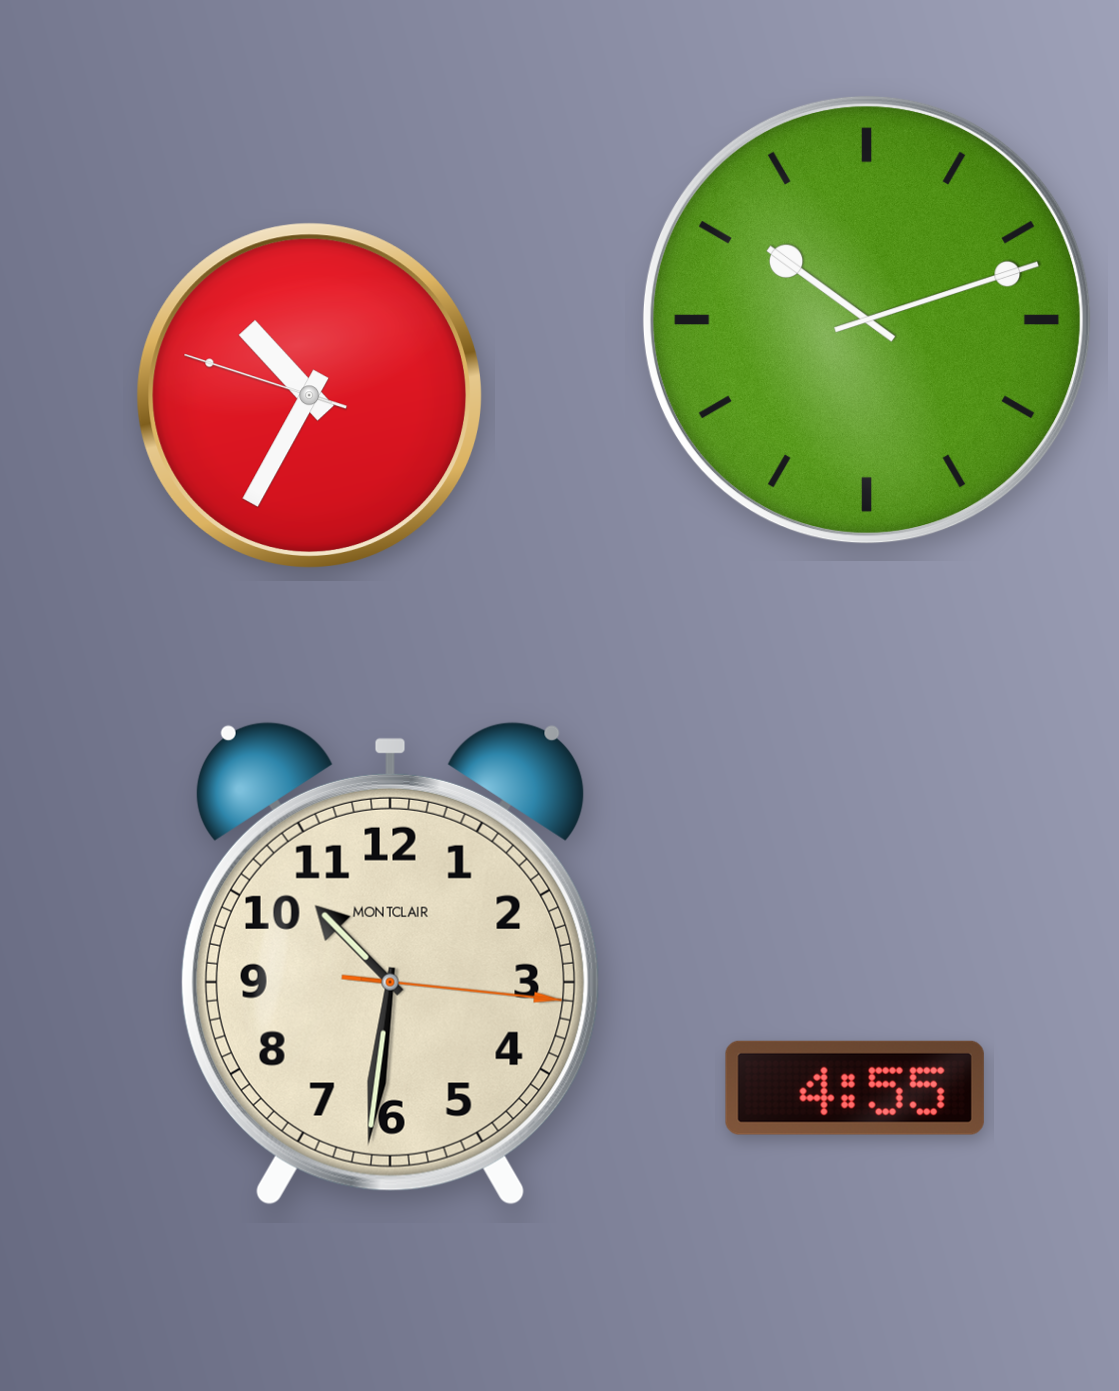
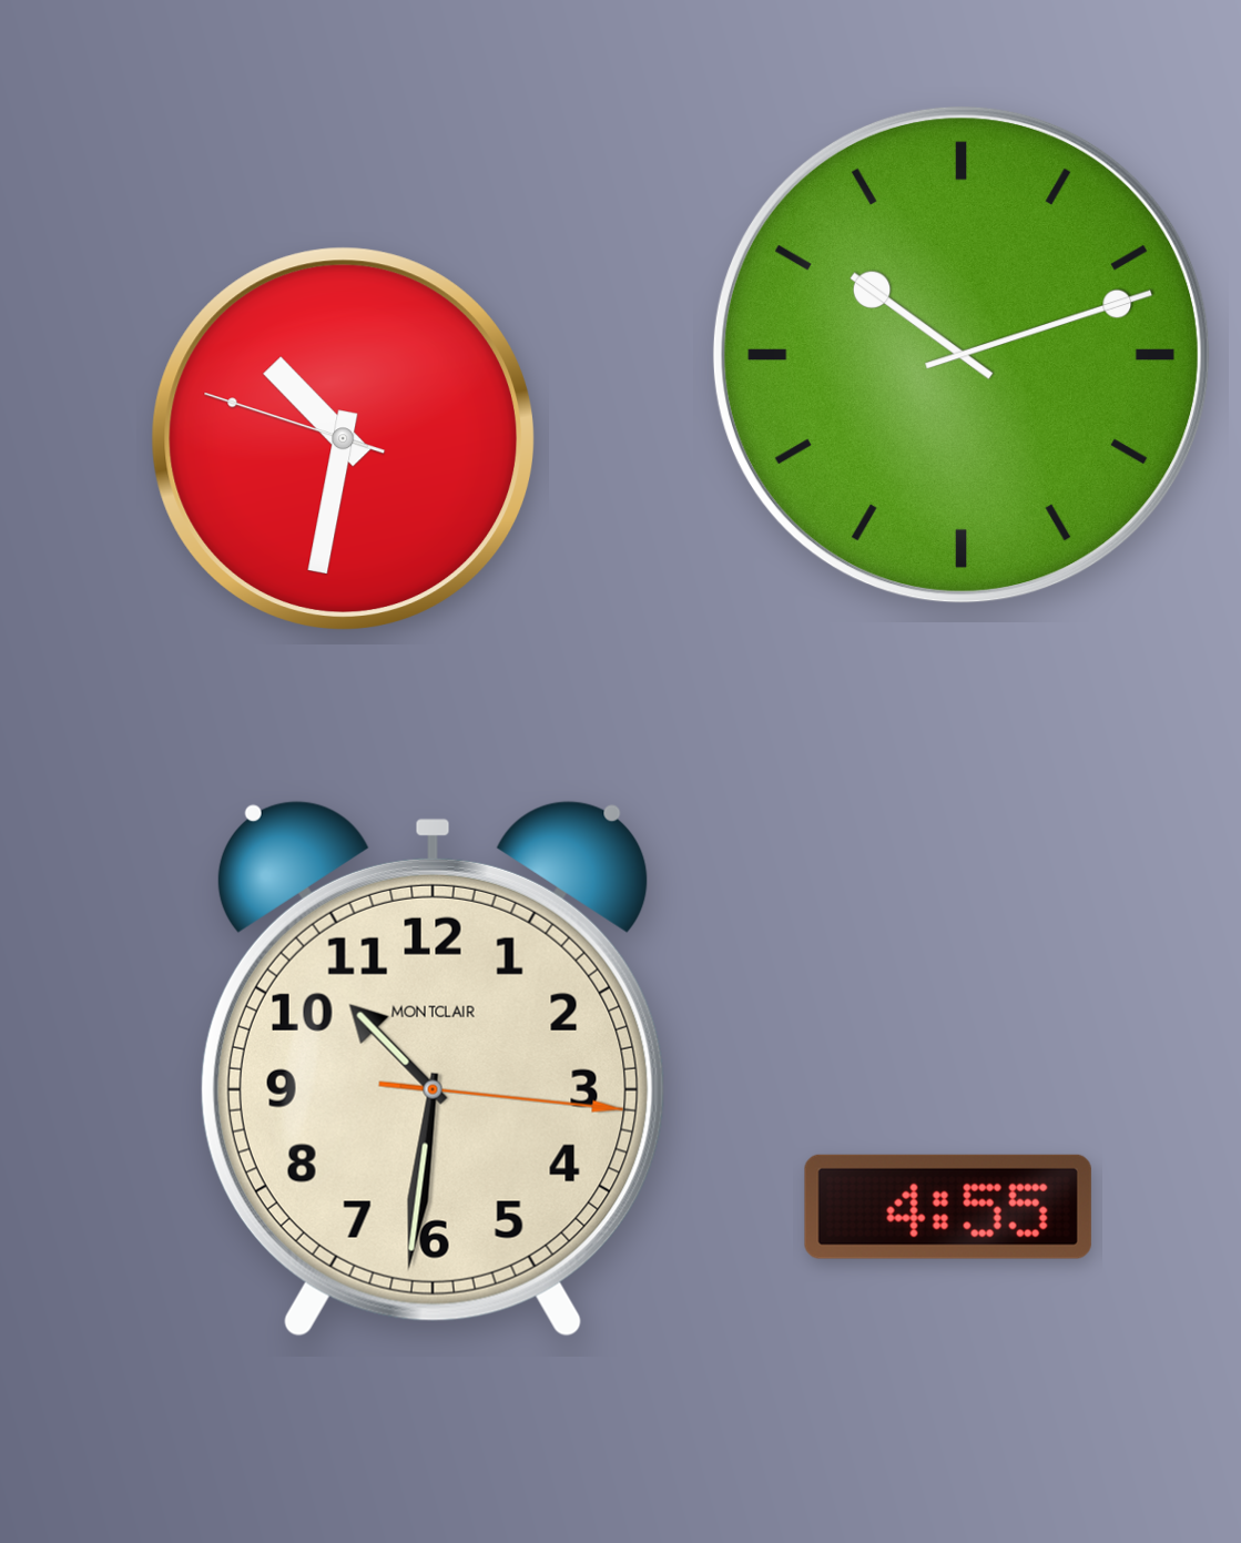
clock at (309, 395): 10:34 -> 10:31
